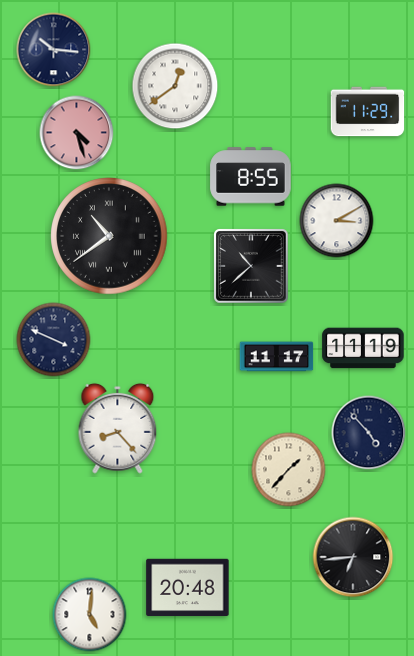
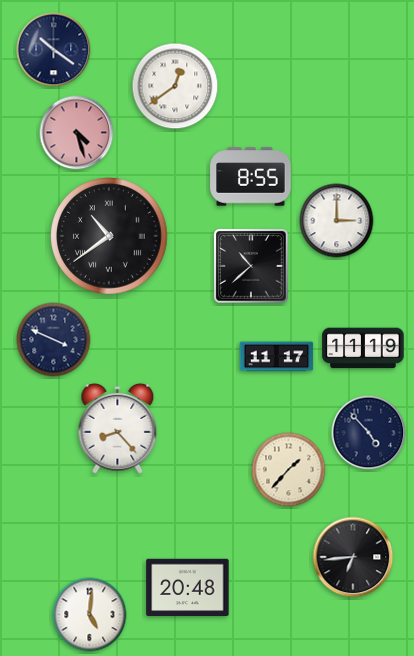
clock at (54, 50): 10:16 -> 10:21
clock at (368, 112): 11:29 -> none
clock at (337, 221): 3:10 -> 3:00
